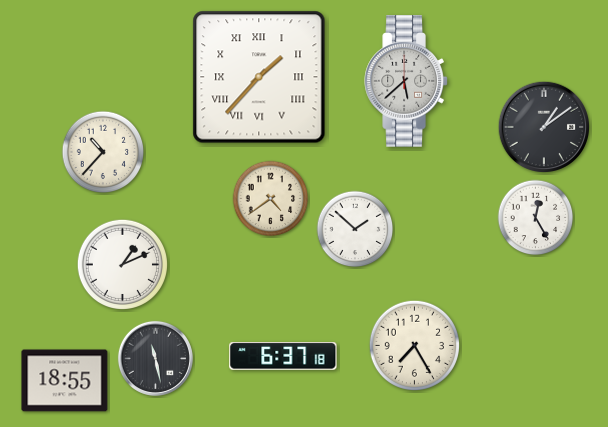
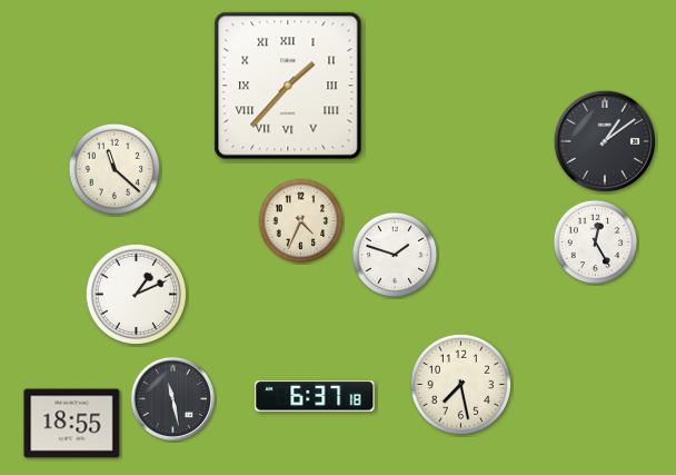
clock at (406, 81): 5:38 -> none
clock at (103, 152): 10:37 -> 11:22
clock at (271, 199): 4:39 -> 4:34
clock at (355, 229): 1:52 -> 1:48
clock at (414, 345): 7:25 -> 7:28
